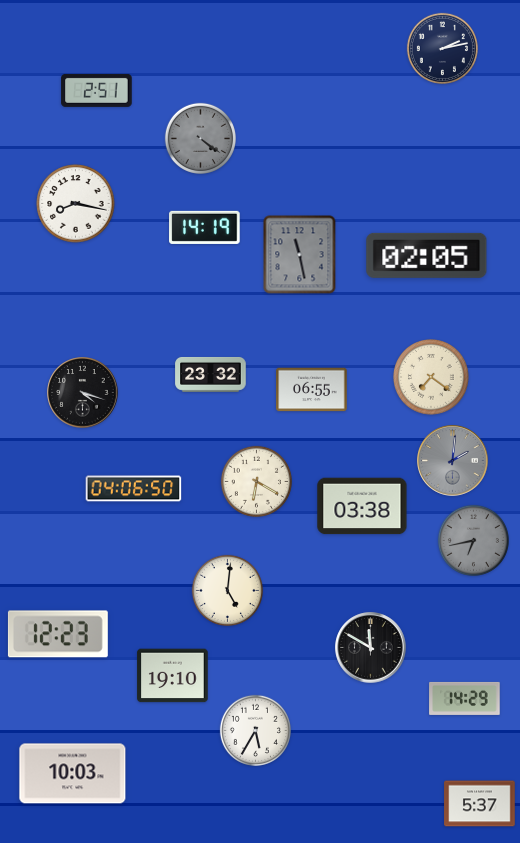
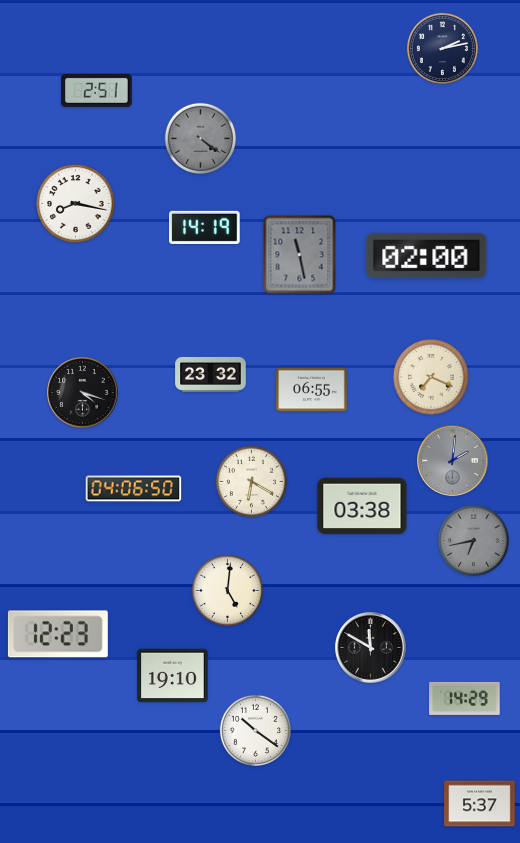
clock at (427, 255): 02:05 -> 02:00
clock at (431, 377): 7:21 -> 7:19
clock at (256, 481) position: (256, 481) -> (251, 481)
clock at (255, 730): 5:35 -> 10:21
clock at (73, 774): 10:03 -> none
